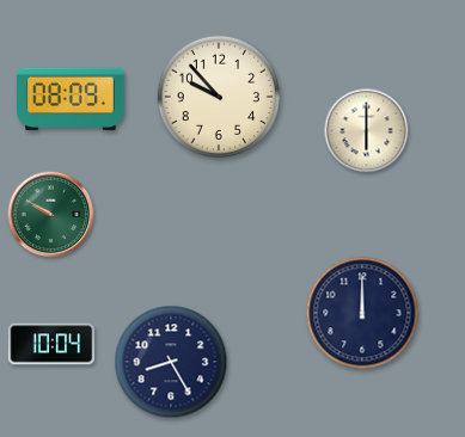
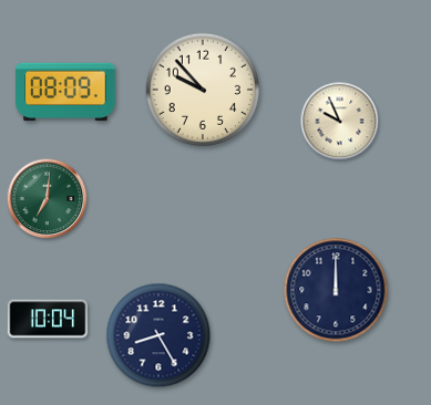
clock at (367, 131): 6:00 -> 9:56
clock at (51, 215): 9:50 -> 7:01
